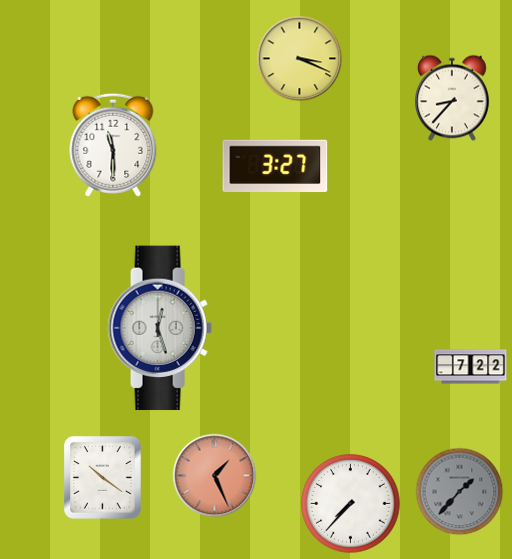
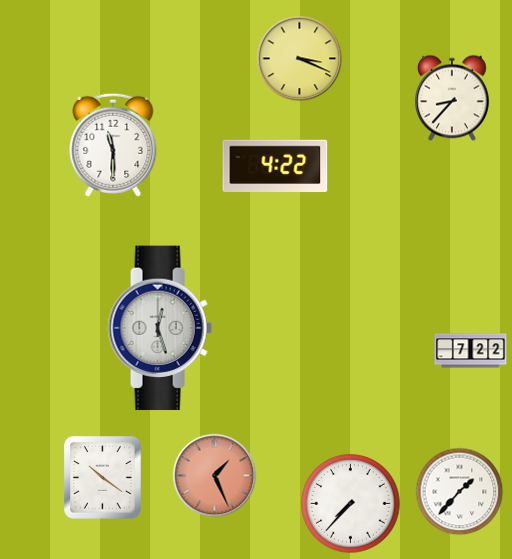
clock at (275, 166): 3:27 -> 4:22
clock at (471, 367) position: (471, 367) -> (471, 351)
clock at (460, 492) dial: grey -> white
